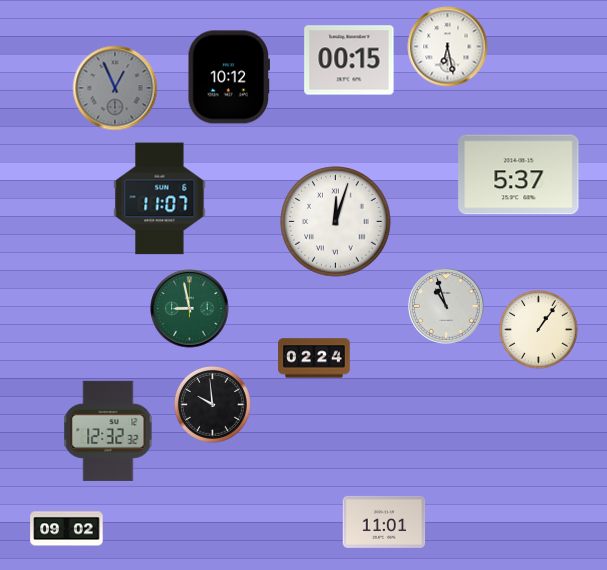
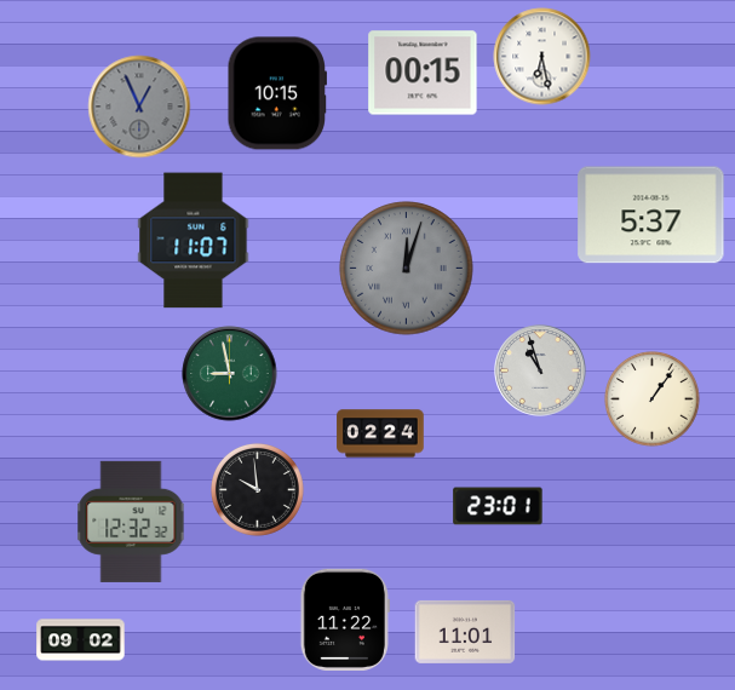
clock at (229, 77): 10:12 -> 10:15
clock at (519, 175) position: (519, 175) -> (651, 215)
clock at (336, 222) dial: white -> grey
clock at (498, 506): none -> 23:01
clock at (345, 620): none -> 11:22
